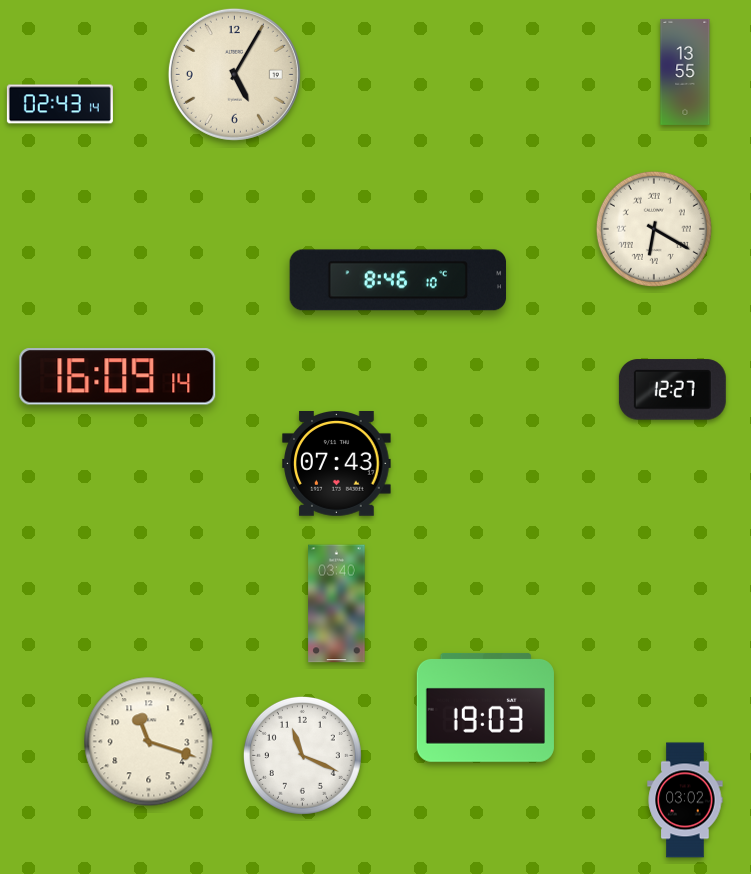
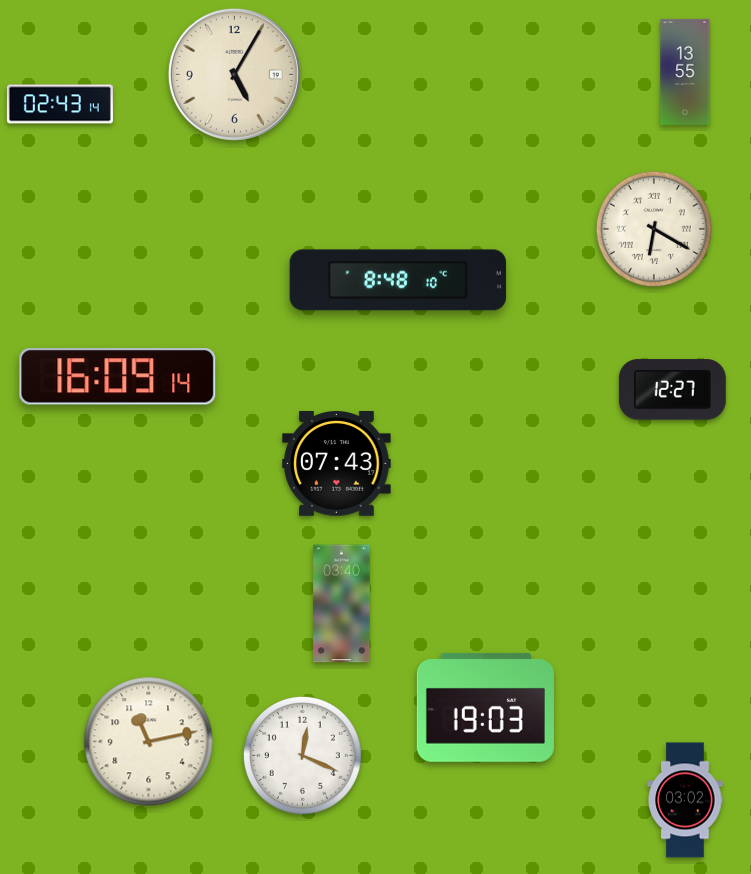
clock at (398, 280): 8:46 -> 8:48
clock at (337, 604) position: (337, 604) -> (342, 604)
clock at (149, 742): 11:18 -> 11:13
clock at (302, 755): 11:19 -> 12:19
